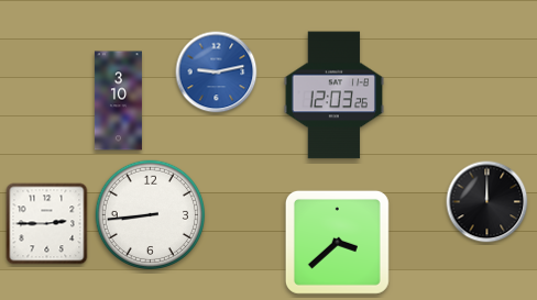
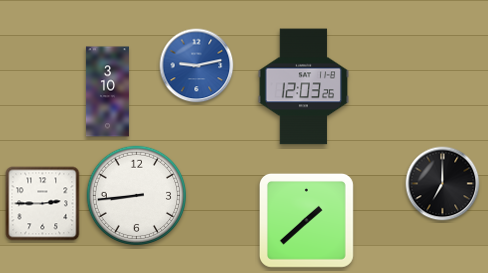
clock at (487, 202): 12:00 -> 7:00
clock at (337, 242): 3:38 -> 1:38
